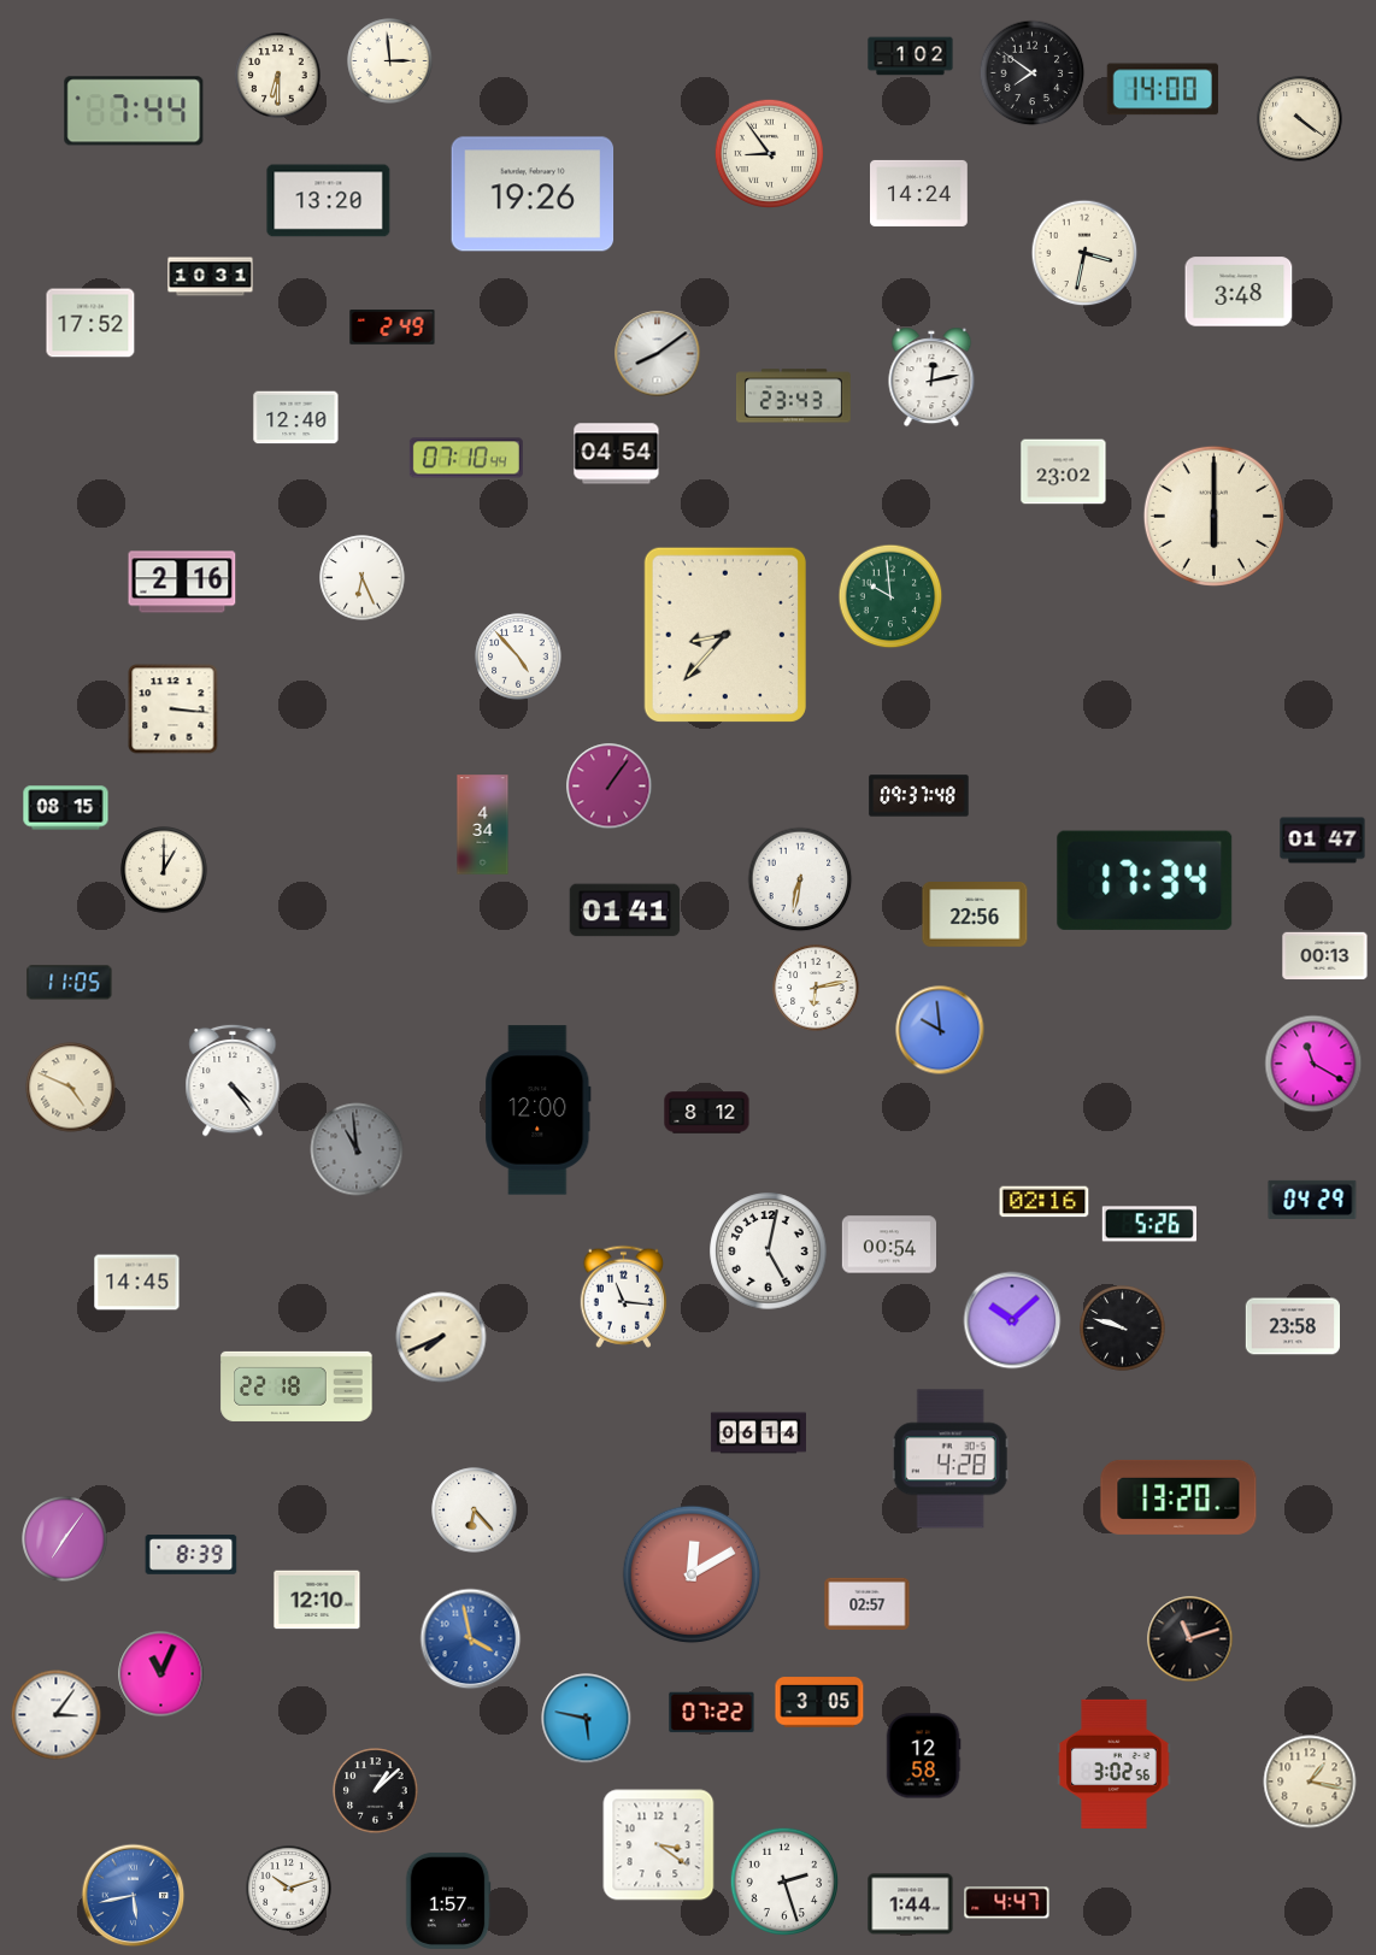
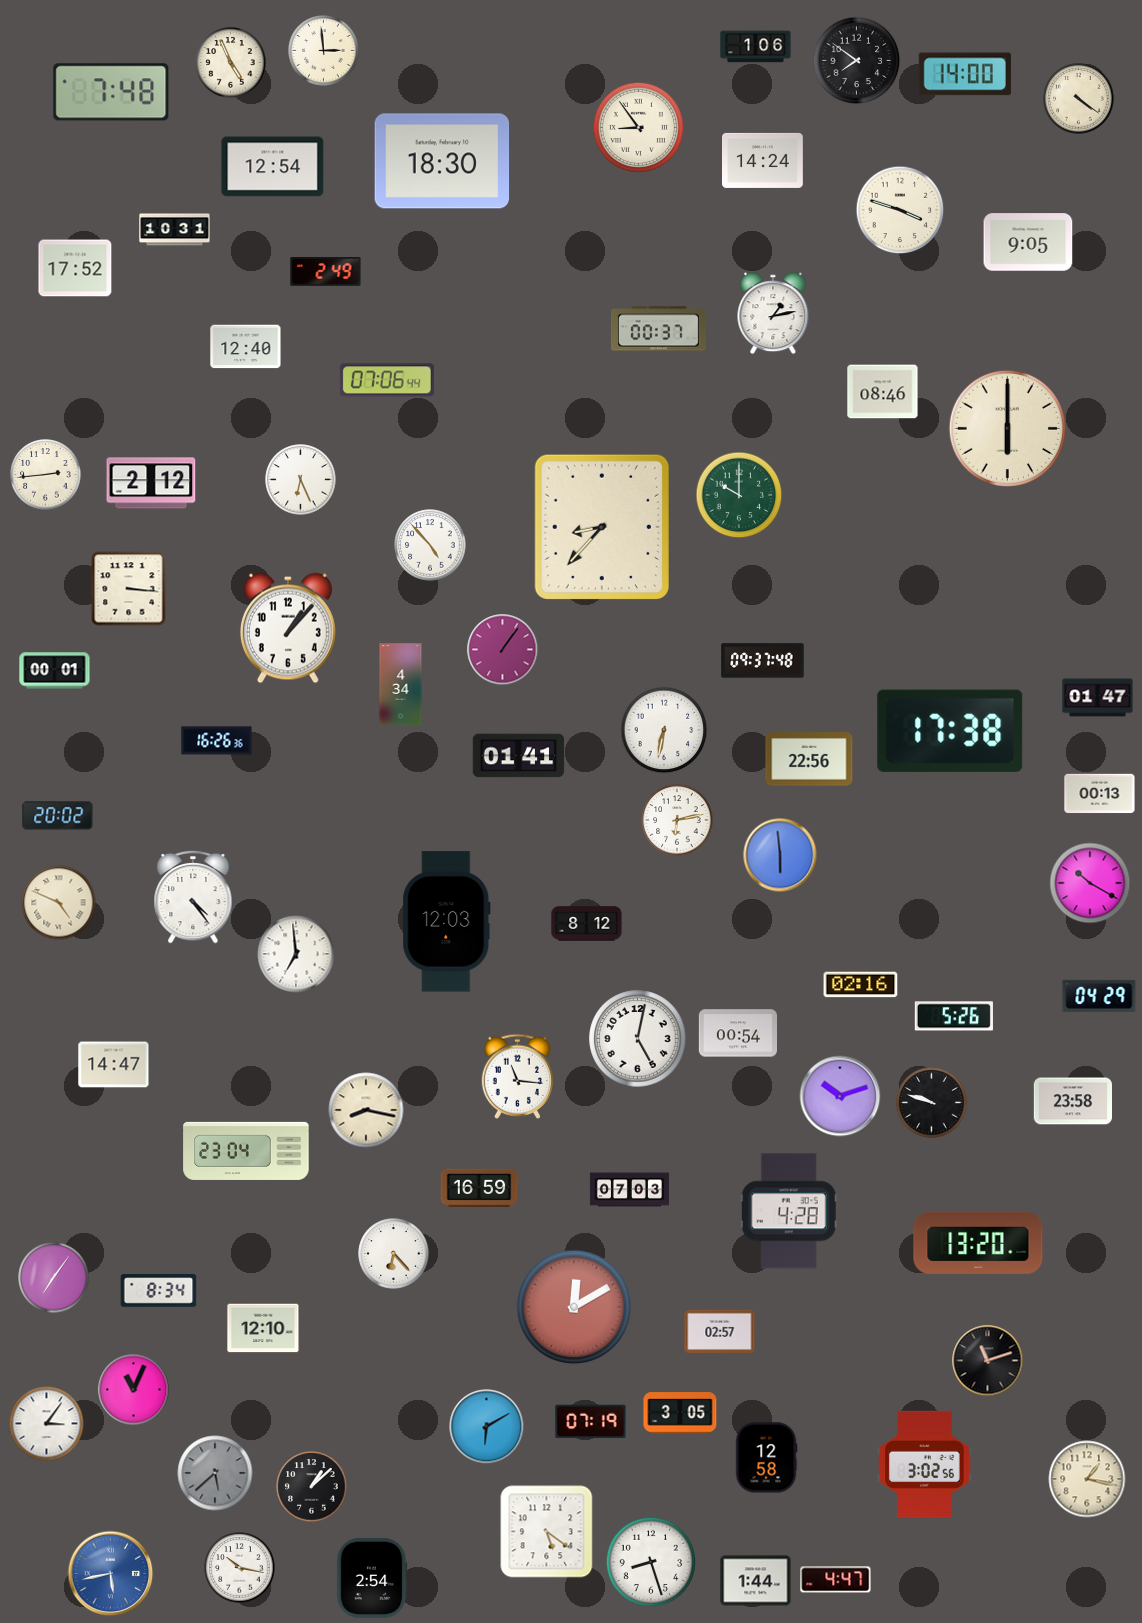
clock at (911, 57): 1:02 -> 1:06
clock at (278, 76): 6:30 -> 4:56
clock at (134, 111): 7:44 -> 7:48
clock at (533, 194): 19:26 -> 18:30
clock at (329, 201): 13:20 -> 12:54
clock at (1084, 253): 3:32 -> 3:48
clock at (1239, 292): 3:48 -> 9:05
clock at (658, 354): 8:09 -> none
clock at (931, 377): 12:13 -> 1:13
clock at (793, 396): 23:43 -> 00:37
clock at (617, 454): 04:54 -> none
clock at (466, 458): 07:10 -> 07:06
clock at (1064, 472): 23:02 -> 08:46
clock at (46, 475): none -> 2:44
clock at (182, 582): 2:16 -> 2:12
clock at (890, 596): 9:59 -> 10:00
clock at (174, 709) position: (174, 709) -> (129, 589)
clock at (288, 628): none -> 1:07
clock at (610, 787) position: (610, 787) -> (503, 650)
clock at (66, 808): 08:15 -> 00:01
clock at (164, 870): 1:00 -> none
clock at (1145, 881): 17:34 -> 17:38
clock at (217, 741): none -> 16:26
clock at (70, 983): 11:05 -> 20:02
clock at (940, 1030): 9:59 -> 5:59
clock at (1313, 1064): 11:20 -> 10:20
clock at (539, 1111): 12:00 -> 12:03
clock at (357, 1149): 10:59 -> 6:59
clock at (357, 1149) dial: grey -> white
clock at (1312, 1200) position: (1312, 1200) -> (1099, 996)
clock at (1045, 1202) position: (1045, 1202) -> (861, 985)
clock at (137, 1283): 14:45 -> 14:47
clock at (1012, 1320): 10:08 -> 10:12
clock at (441, 1337): 7:41 -> 8:17
clock at (296, 1386): 22:18 -> 23:04
clock at (479, 1188): none -> 16:59
clock at (758, 1433): 06:14 -> 07:03
clock at (192, 1555): 8:39 -> 8:34
clock at (471, 1639): 3:58 -> none
clock at (712, 1713): 07:22 -> 07:19
clock at (587, 1719): 5:47 -> 6:10
clock at (215, 1473): none -> 5:38
clock at (659, 1845): 3:21 -> 5:21
clock at (784, 1882): 2:27 -> 8:27
clock at (289, 1889): 10:12 -> 10:17
clock at (448, 1901): 1:57 -> 2:54
